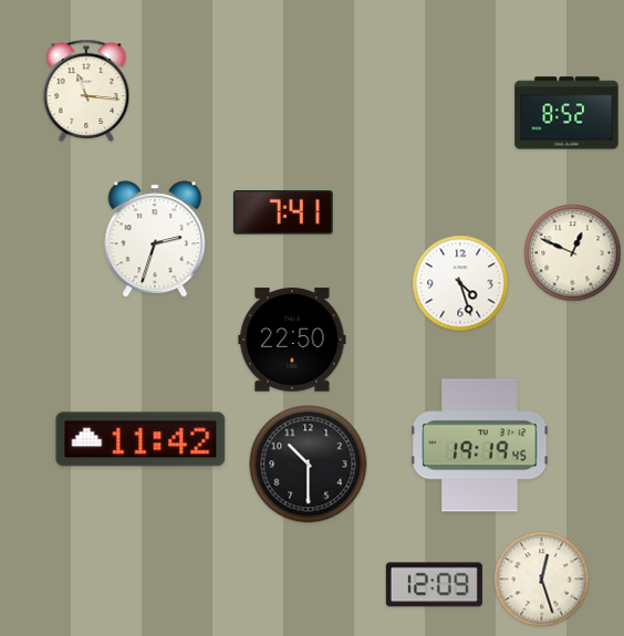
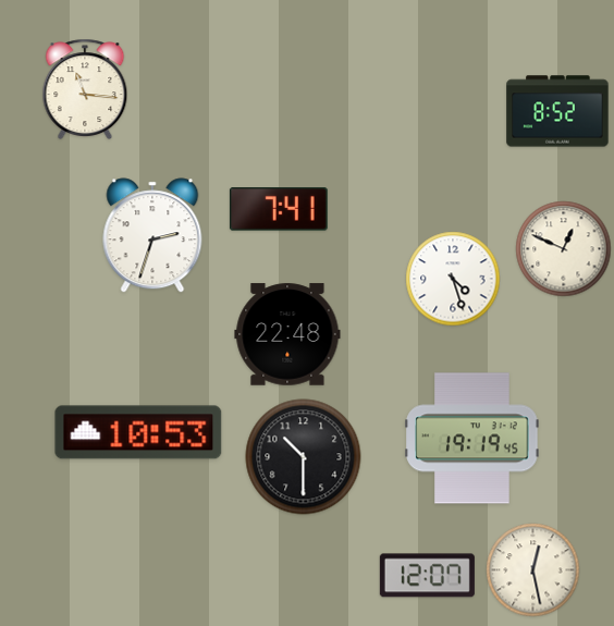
clock at (292, 340): 22:50 -> 22:48
clock at (141, 439): 11:42 -> 10:53
clock at (542, 580): 12:27 -> 12:28
clock at (434, 585): 12:09 -> 12:07
